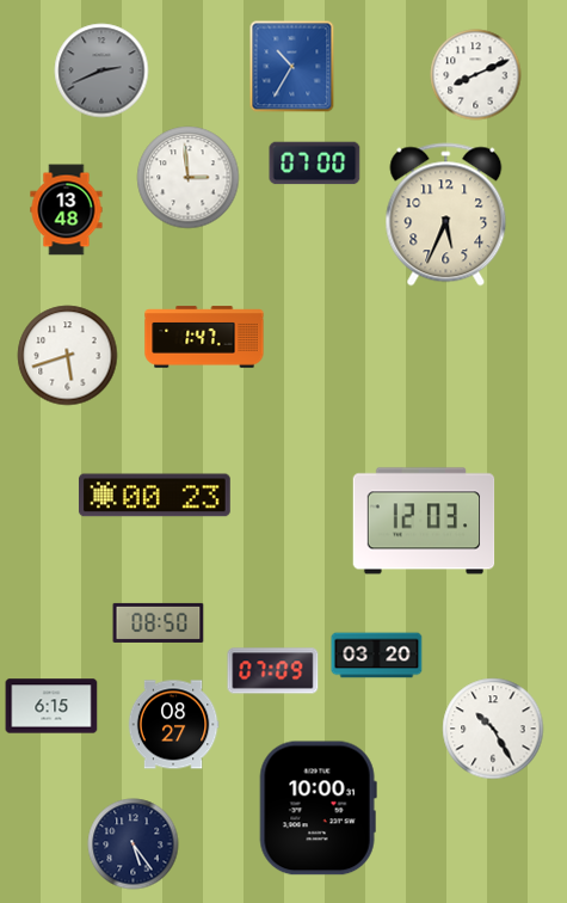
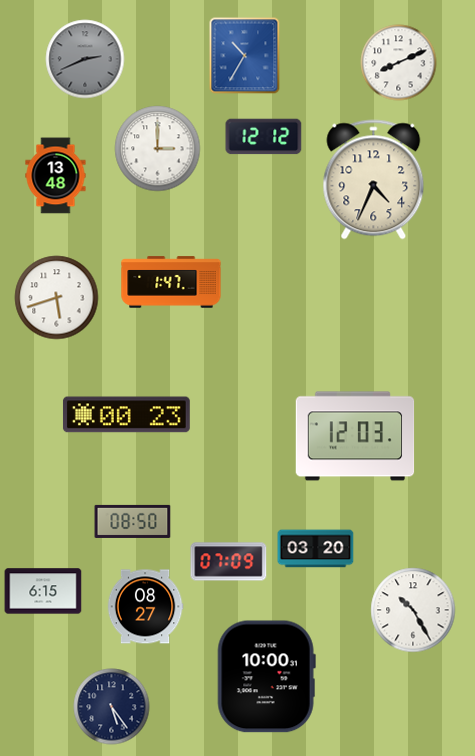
clock at (315, 164): 07:00 -> 12:12
clock at (189, 178): 2:59 -> 3:00
clock at (446, 215): 5:34 -> 4:34
clock at (154, 496) position: (154, 496) -> (126, 415)
